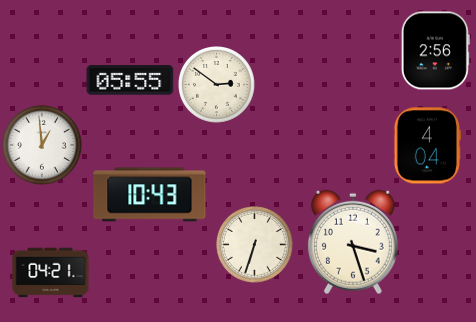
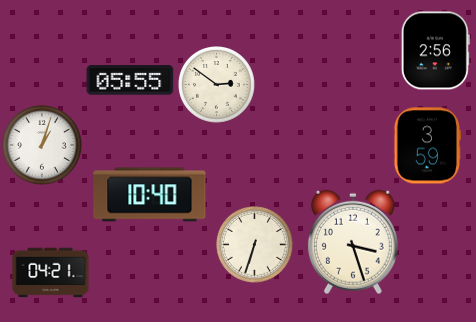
clock at (42, 145): 12:59 -> 1:03
clock at (427, 146): 4:04 -> 3:59
clock at (150, 195): 10:43 -> 10:40
